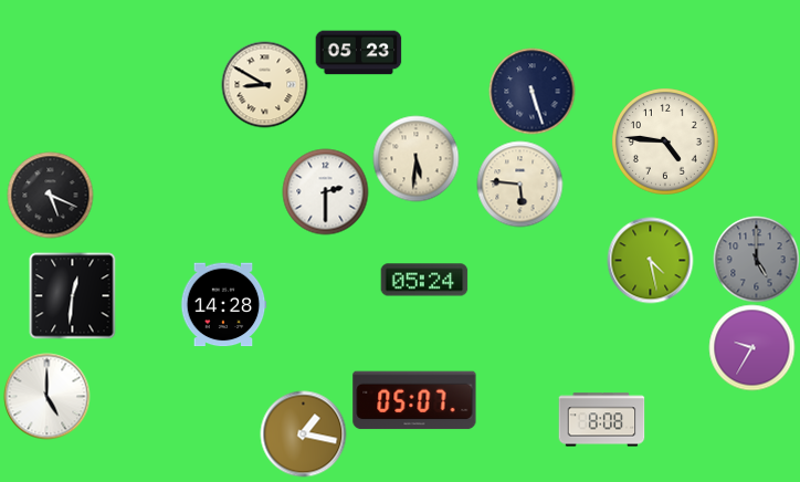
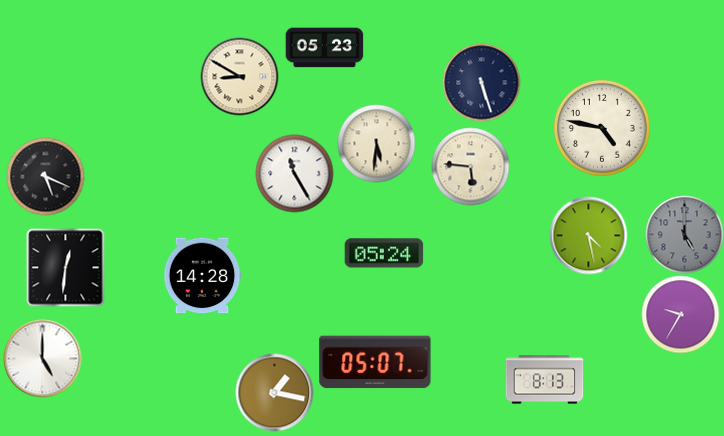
clock at (665, 142): 4:46 -> 4:47
clock at (325, 191): 2:30 -> 11:25
clock at (601, 420): 8:08 -> 8:13
